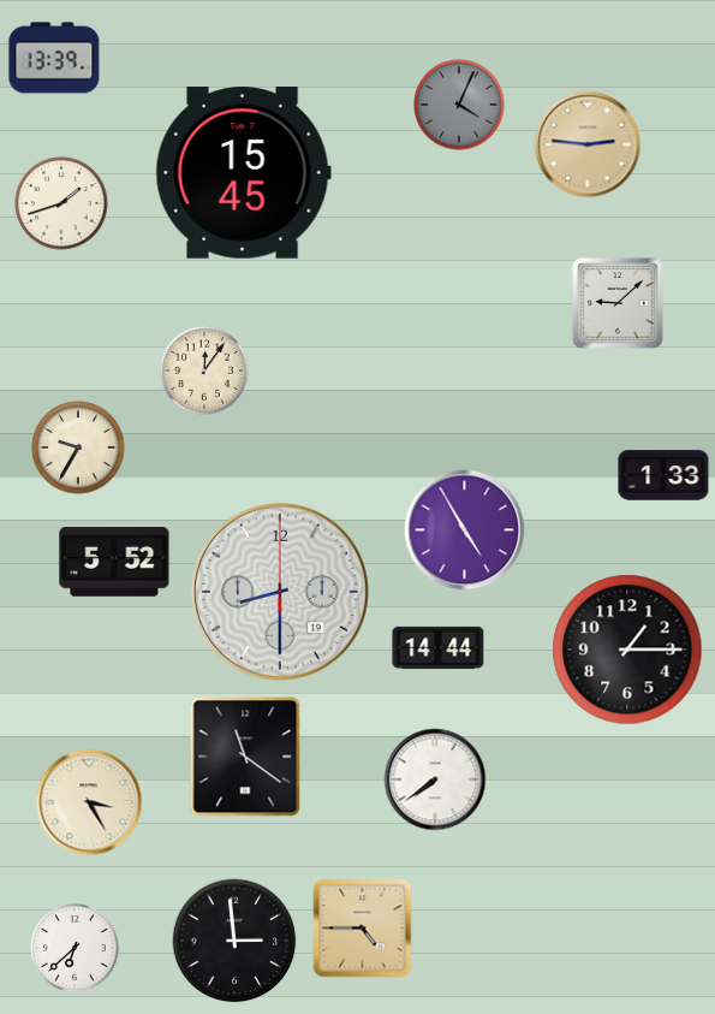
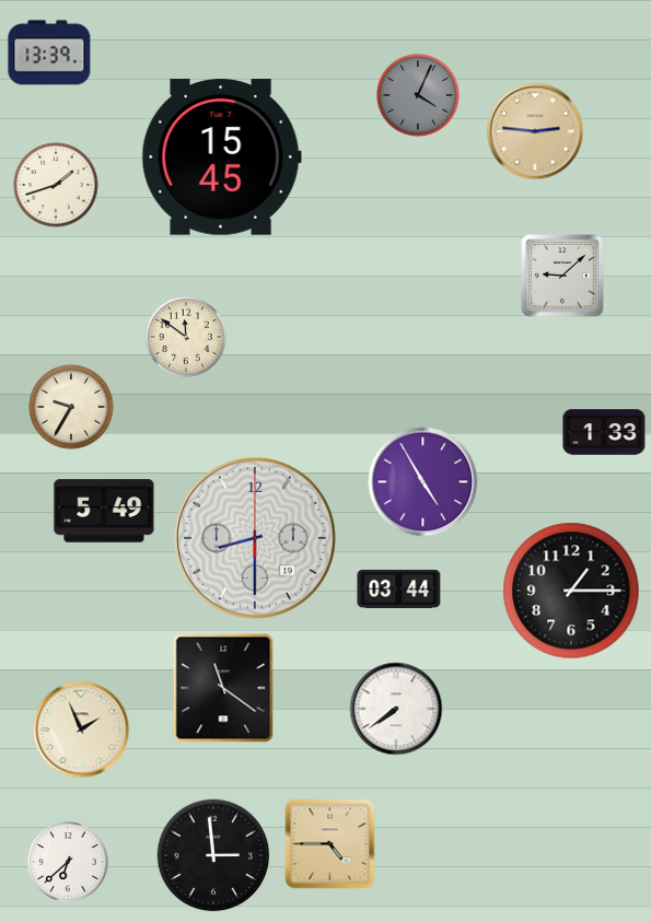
clock at (204, 370): 12:06 -> 11:51
clock at (114, 562): 5:52 -> 5:49
clock at (439, 647): 14:44 -> 03:44
clock at (89, 802): 3:25 -> 1:56
